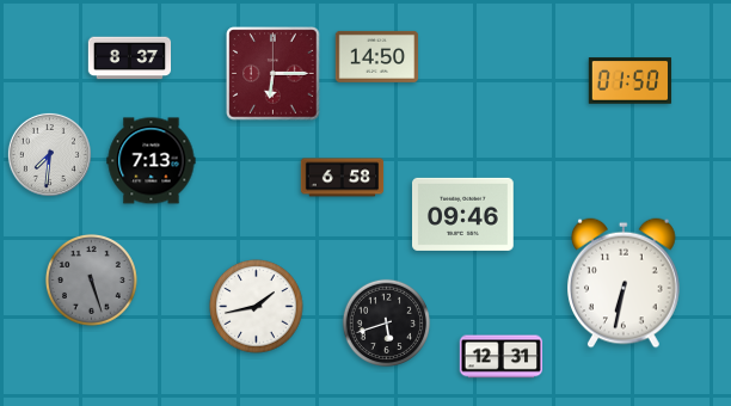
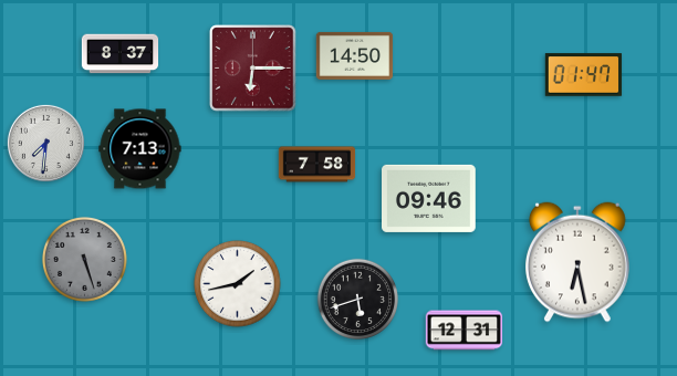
clock at (377, 56) position: (377, 56) -> (355, 55)
clock at (631, 81): 01:50 -> 01:47
clock at (343, 178): 6:58 -> 7:58
clock at (625, 283): 6:32 -> 6:28
